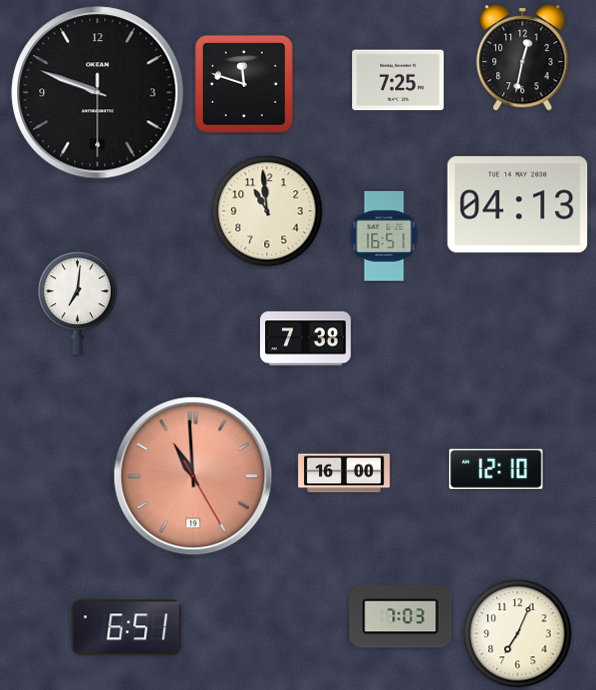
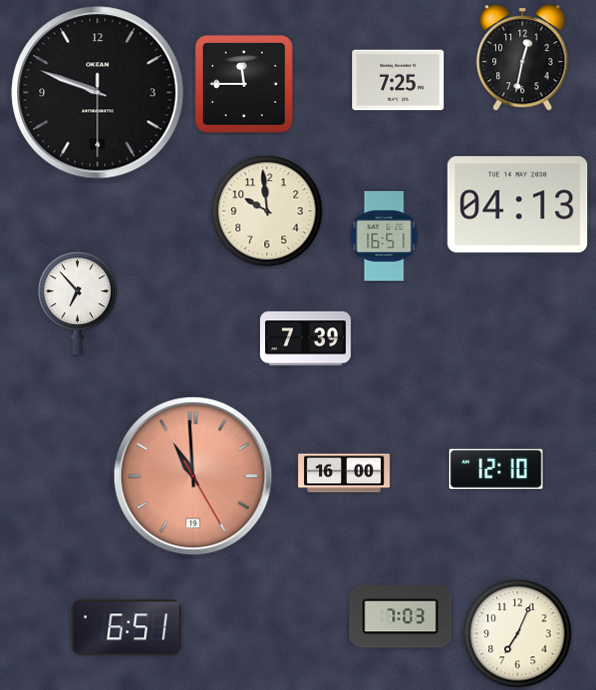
clock at (245, 85): 11:48 -> 11:45
clock at (267, 211): 10:59 -> 9:59
clock at (77, 301): 7:01 -> 6:53
clock at (306, 339): 7:38 -> 7:39
